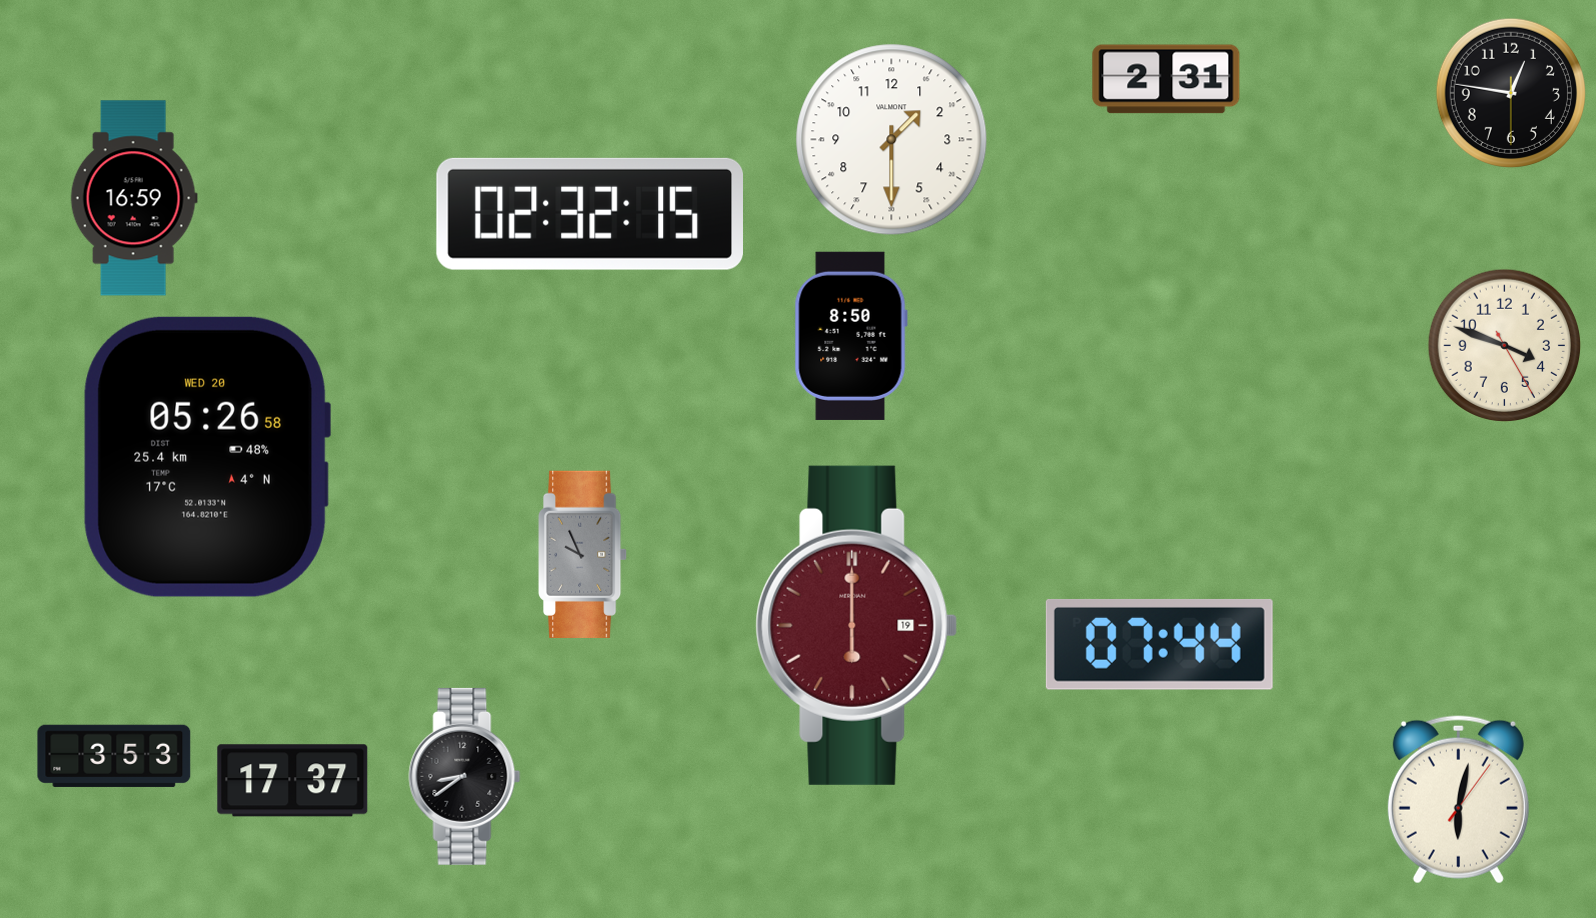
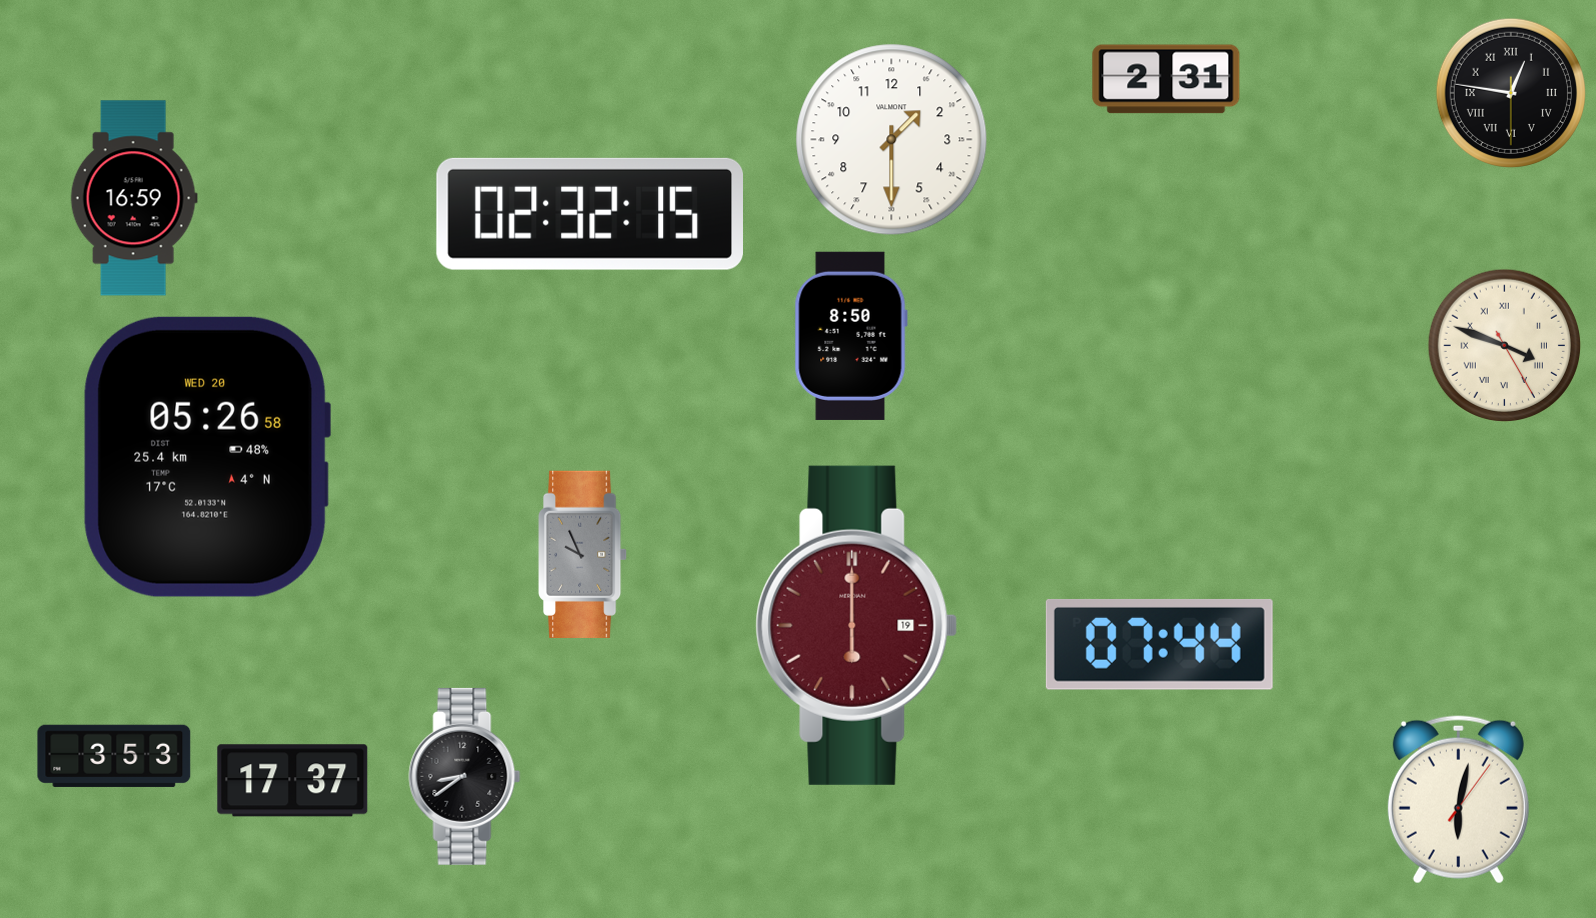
clock at (1511, 93) numerals: Arabic -> Roman
clock at (1504, 345) numerals: Arabic -> Roman
